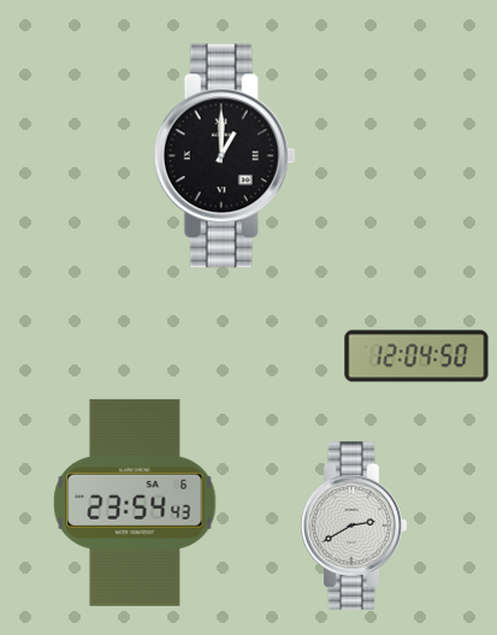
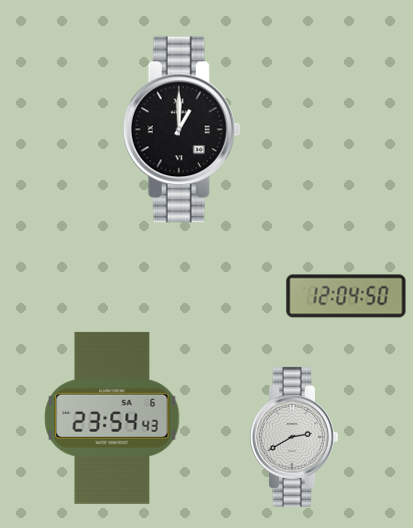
clock at (225, 156) position: (225, 156) -> (182, 130)
